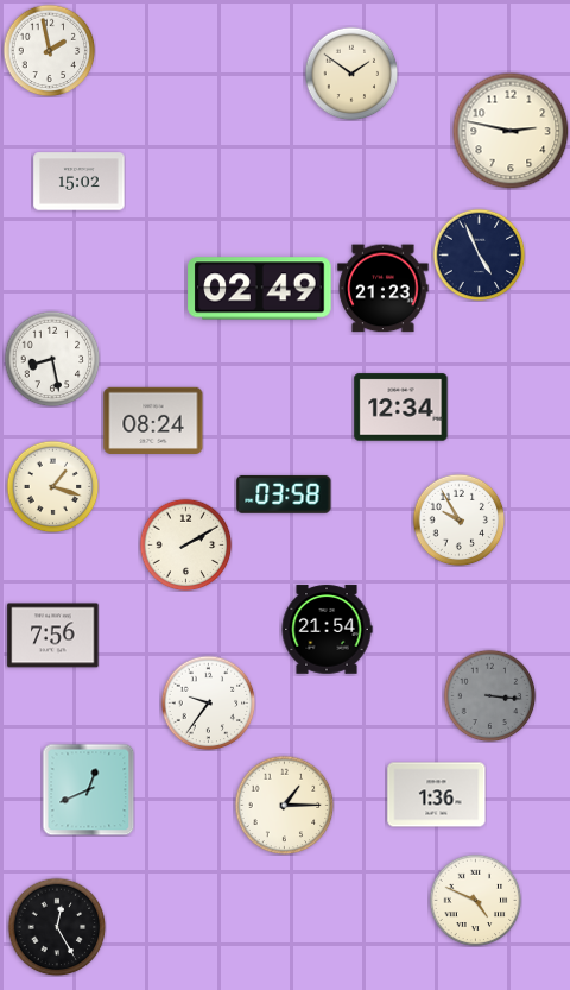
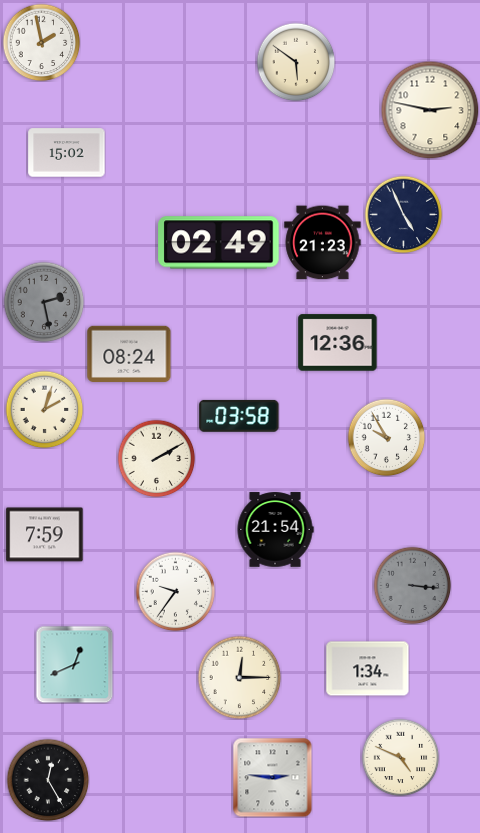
clock at (351, 74): 1:51 -> 5:51
clock at (52, 359): 8:28 -> 2:28
clock at (52, 359) dial: white -> grey
clock at (401, 408): 12:34 -> 12:36
clock at (52, 486): 1:18 -> 2:03
clock at (53, 636): 7:56 -> 7:59
clock at (437, 795): 1:36 -> 1:34
clock at (284, 805): 1:15 -> 12:15
clock at (272, 777): none -> 2:46
